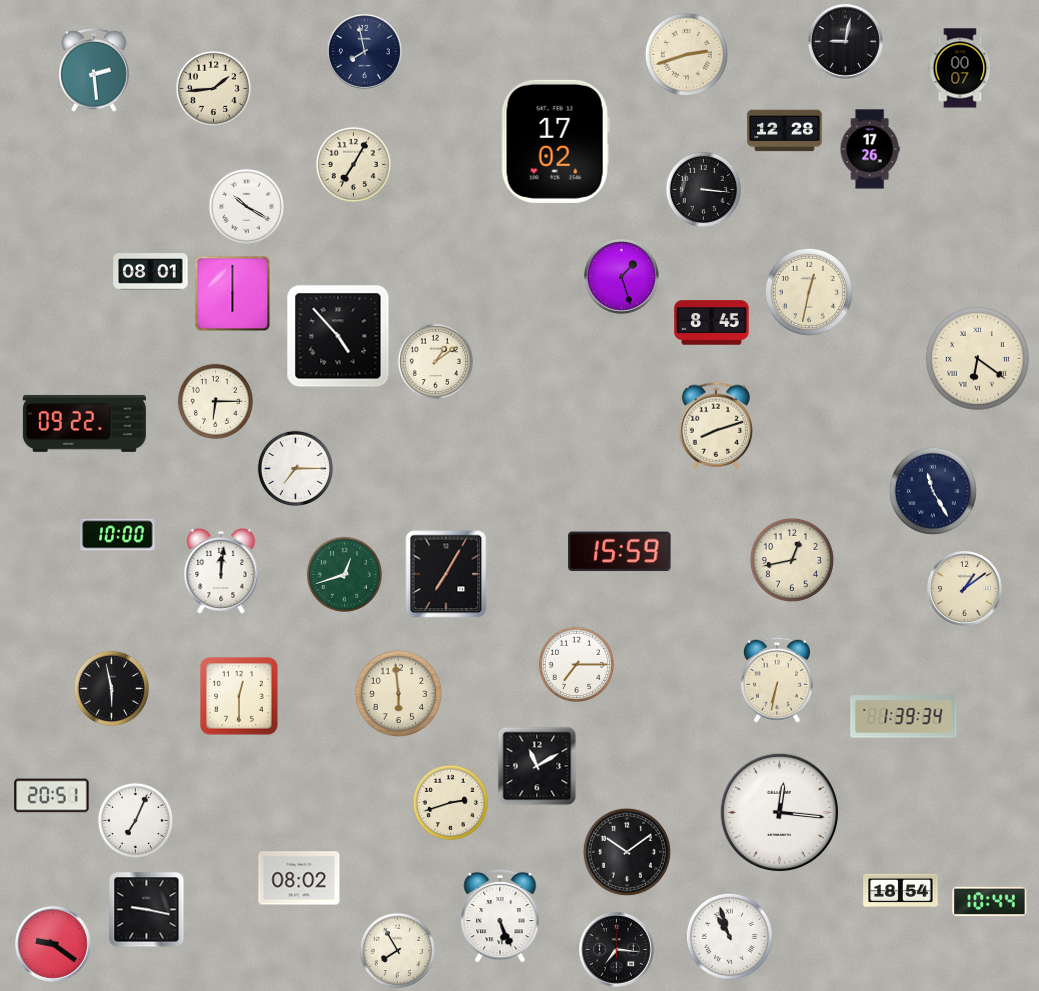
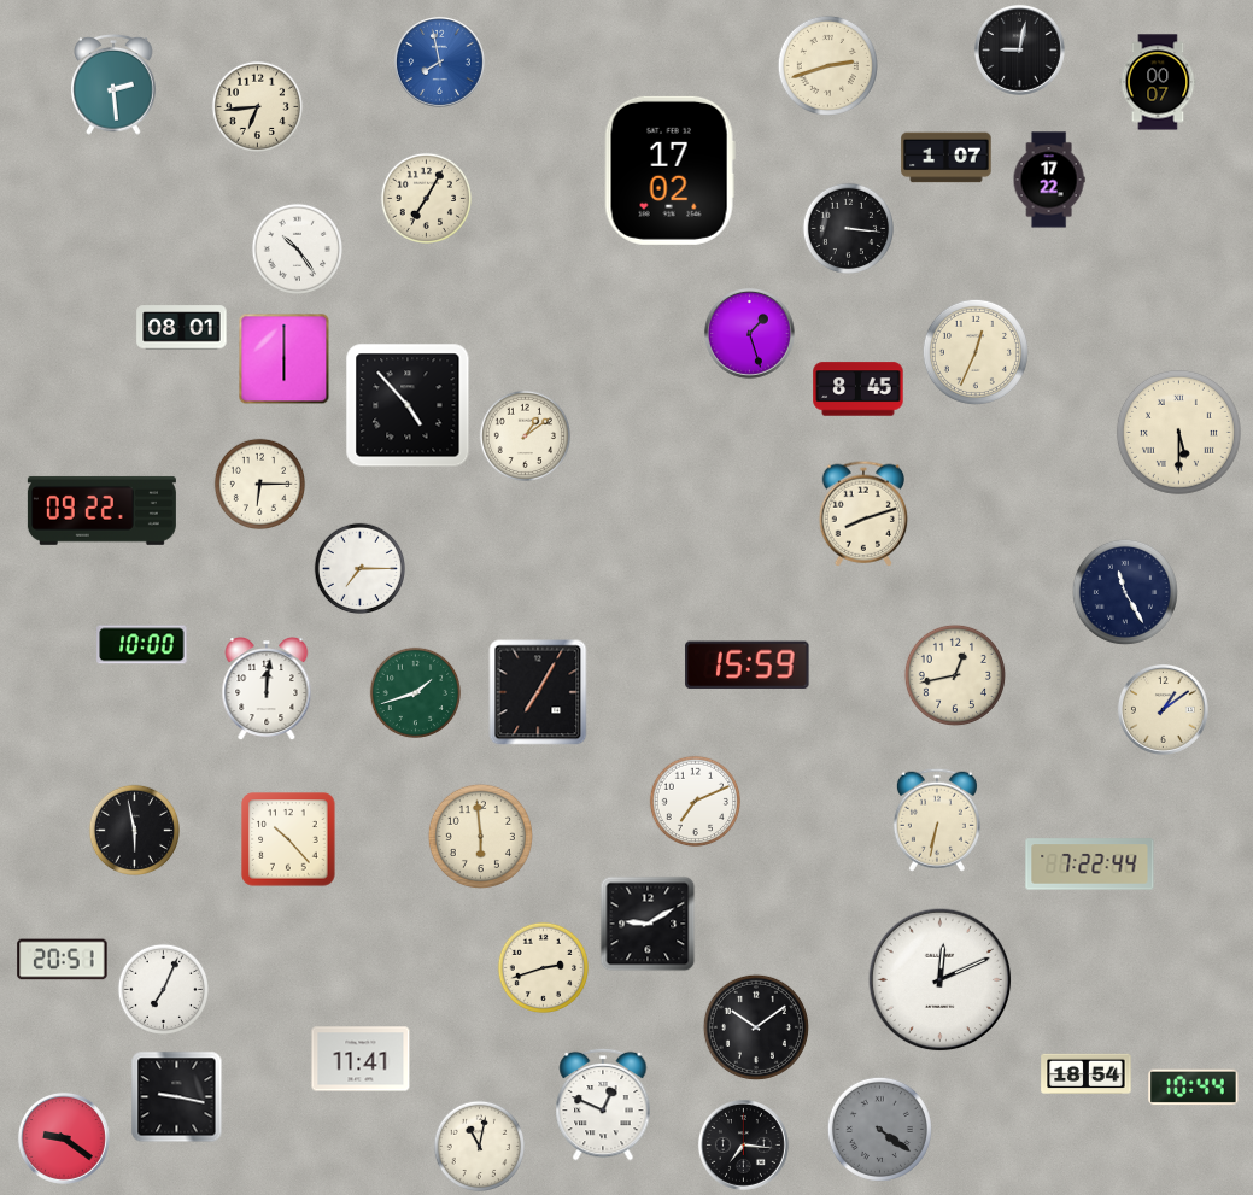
clock at (364, 52) dial: navy -> blue
clock at (213, 88): 1:44 -> 6:44
clock at (785, 131): 12:28 -> 1:07
clock at (870, 149): 17:26 -> 17:22
clock at (246, 206): 10:20 -> 10:24
clock at (809, 292): 12:32 -> 12:34
clock at (233, 294) position: (233, 294) -> (285, 359)
clock at (977, 358): 6:21 -> 5:30
clock at (295, 468) position: (295, 468) -> (359, 568)
clock at (344, 574): 12:42 -> 1:42
clock at (576, 664): 7:15 -> 7:11
clock at (239, 696): 12:30 -> 10:23
clock at (904, 717): 1:39 -> 7:22
clock at (537, 766): 11:10 -> 9:10
clock at (780, 813): 12:16 -> 12:11
clock at (299, 878): 08:02 -> 11:41
clock at (500, 916): 5:26 -> 12:49
clock at (729, 936): 10:57 -> 4:21
clock at (729, 936) dial: white -> grey
clock at (397, 950): 7:55 -> 11:02
